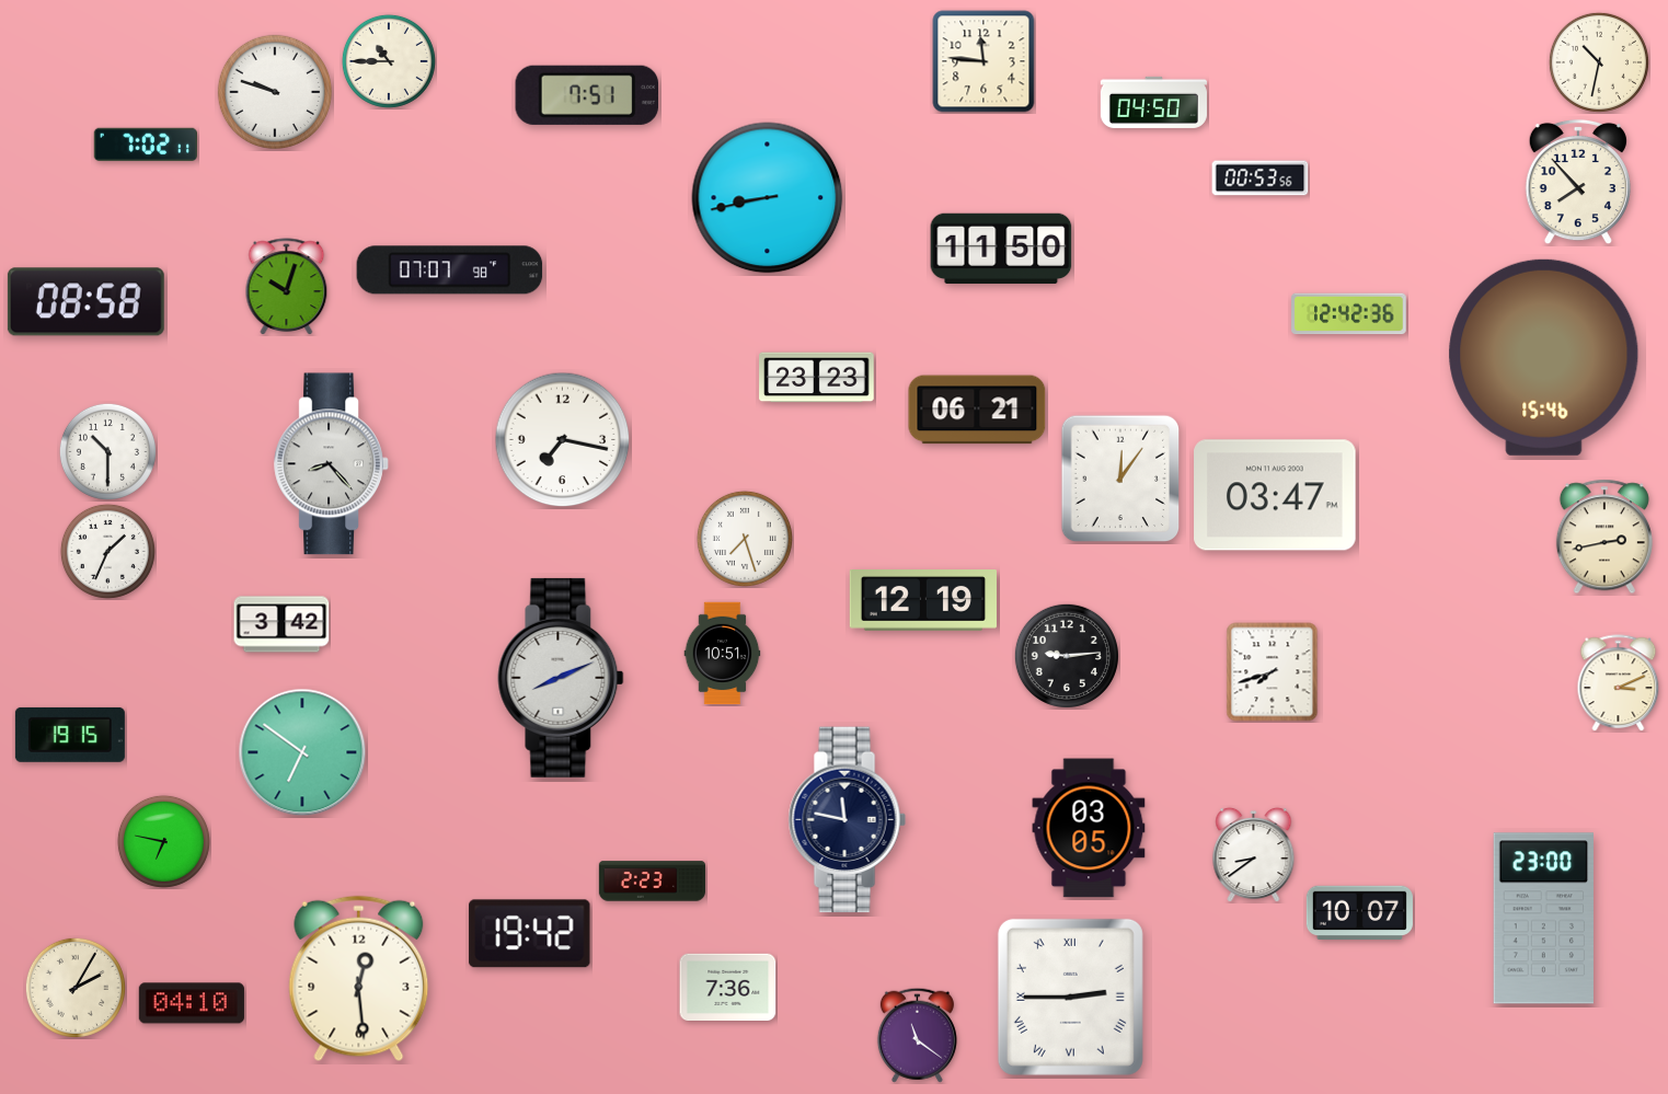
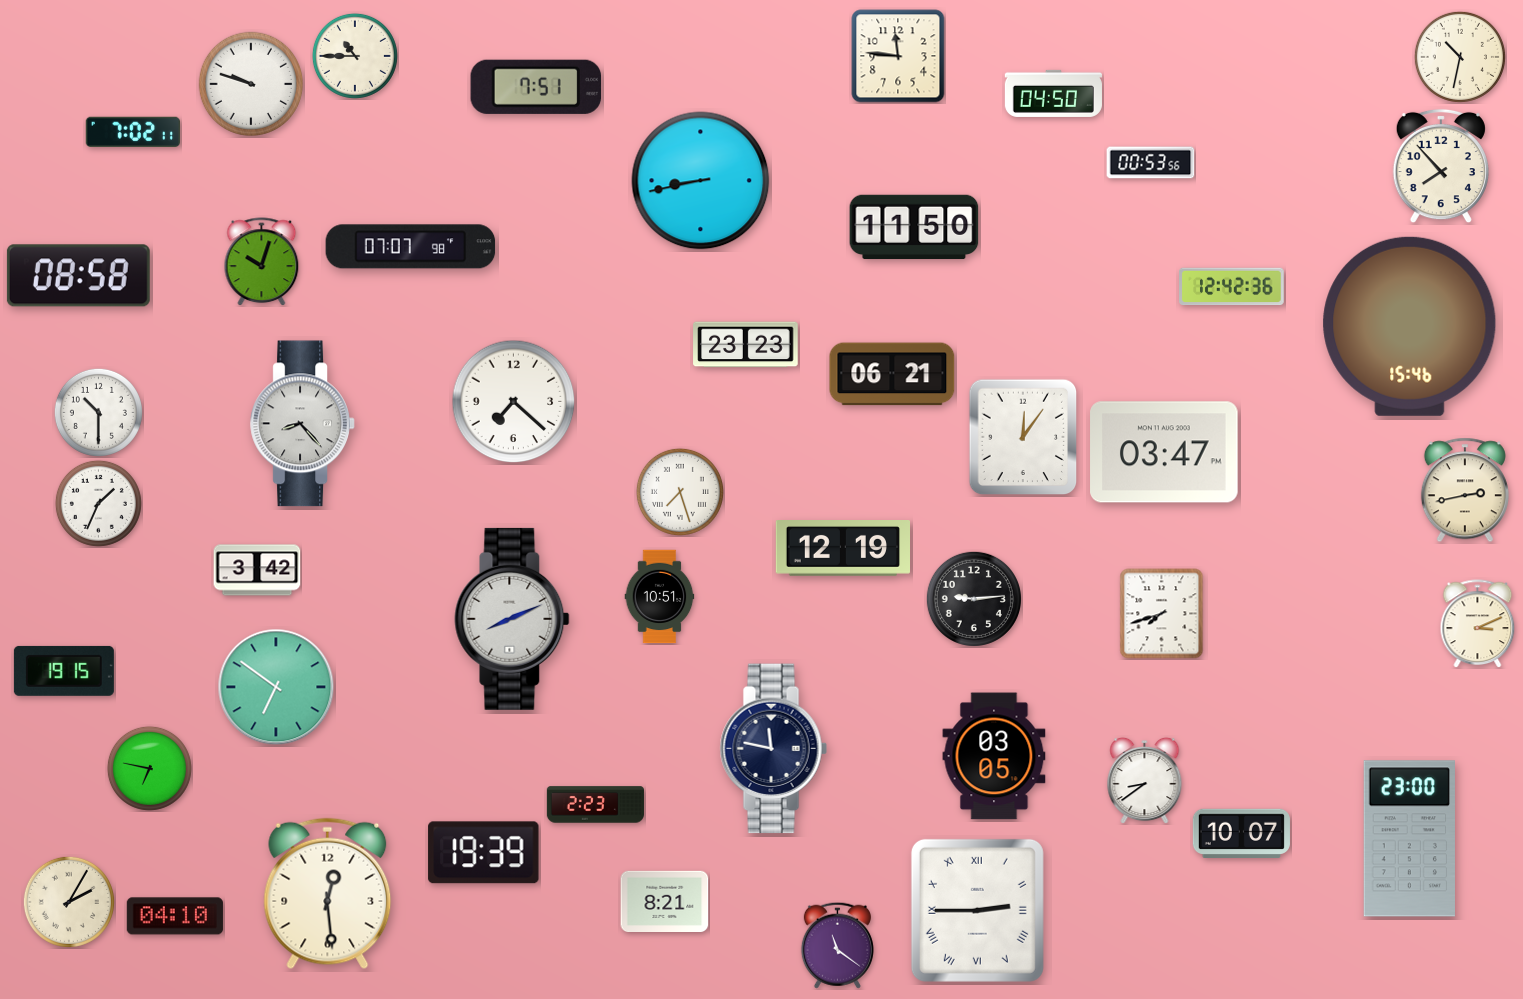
clock at (563, 440): 7:17 -> 7:22
clock at (530, 934): 19:42 -> 19:39
clock at (728, 987): 7:36 -> 8:21
